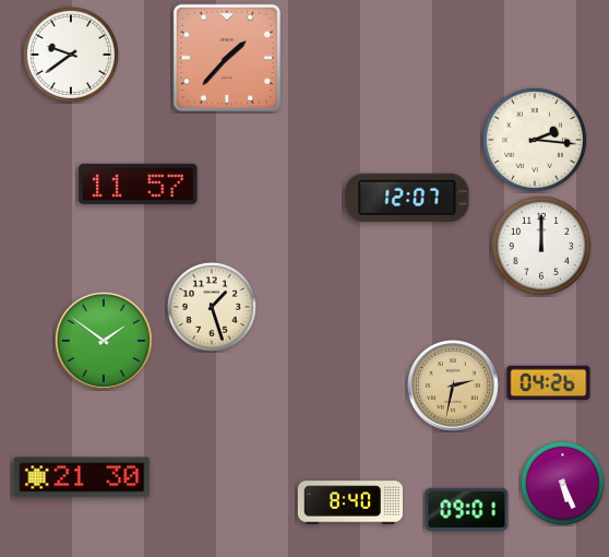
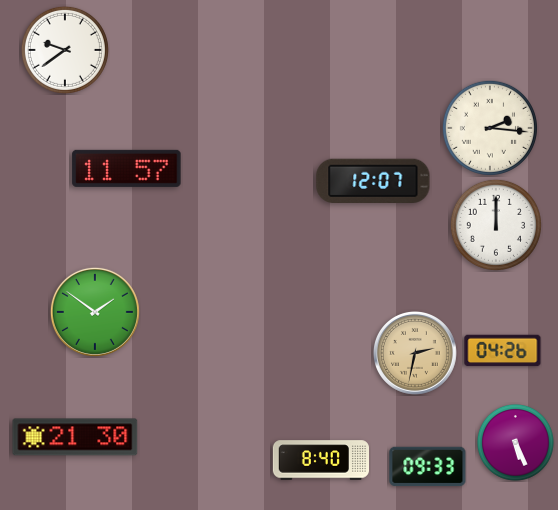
clock at (227, 58): 1:37 -> none
clock at (212, 307): 1:27 -> none
clock at (467, 510): 09:01 -> 09:33
